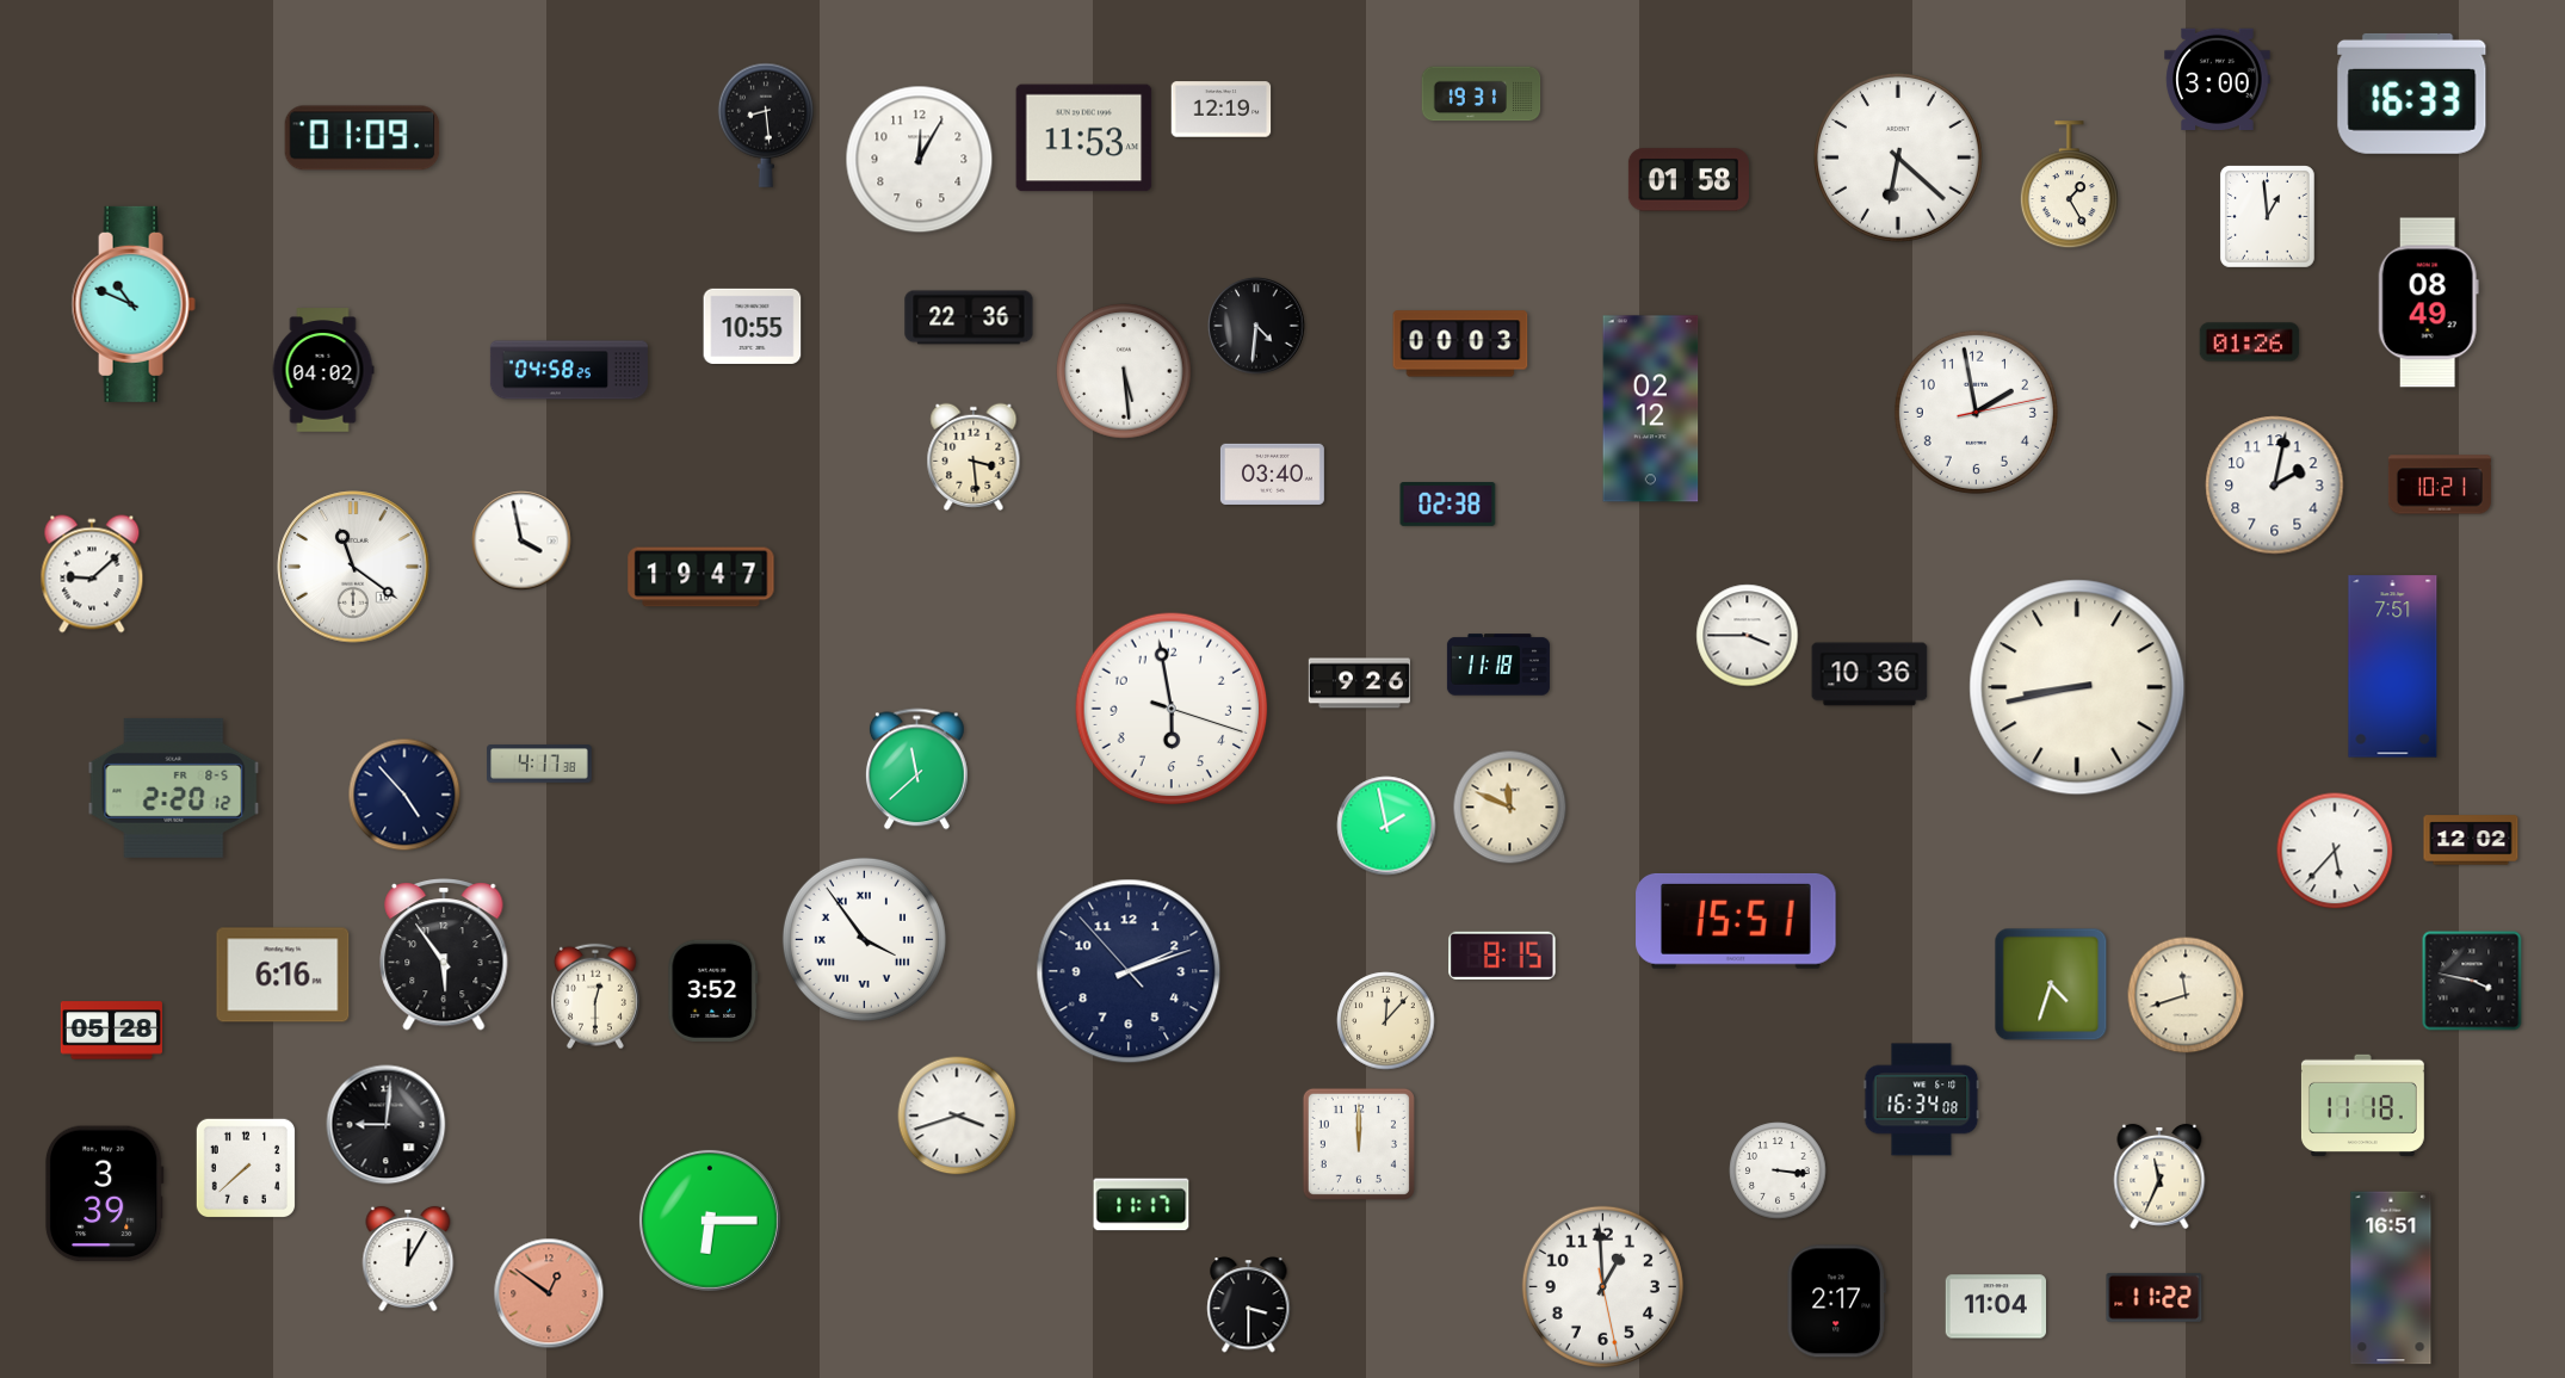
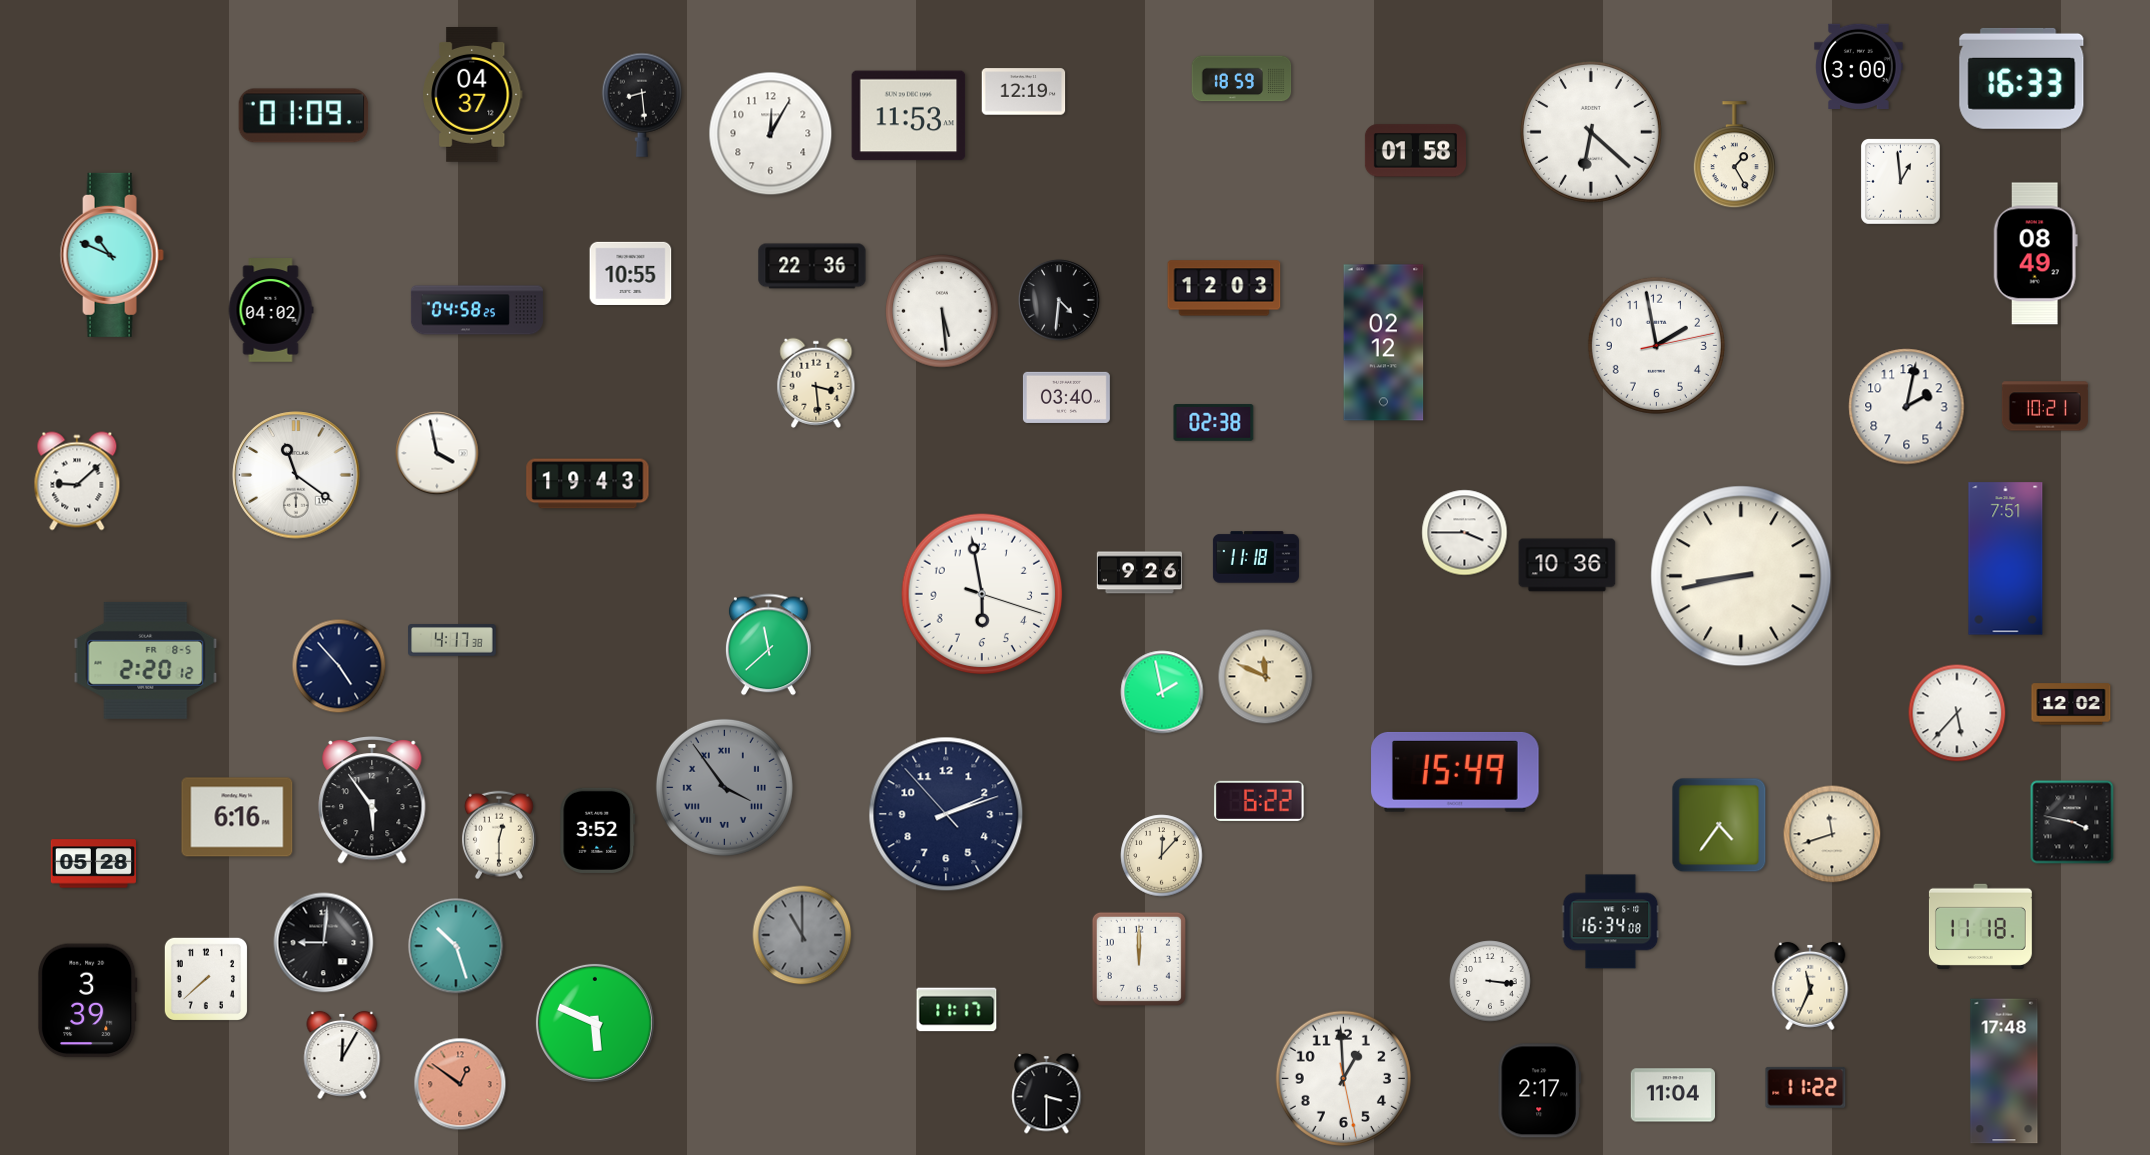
clock at (1482, 94): 19:31 -> 18:59
clock at (473, 95): none -> 04:37
clock at (1256, 326) position: (1256, 326) -> (1059, 300)
clock at (2250, 342): 01:26 -> none
clock at (1460, 344): 00:03 -> 12:03
clock at (701, 577): 19:47 -> 19:43
clock at (1736, 921): 15:51 -> 15:49
clock at (864, 939) dial: white -> grey
clock at (1502, 956): 8:15 -> 6:22
clock at (2051, 984): 4:33 -> 4:36
clock at (957, 1116): 3:42 -> 11:00
clock at (957, 1116) dial: white -> grey
clock at (456, 946): none -> 10:27
clock at (710, 1221): 6:15 -> 5:49
clock at (2391, 1278): 16:51 -> 17:48
